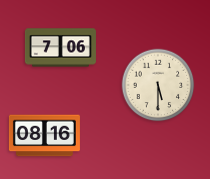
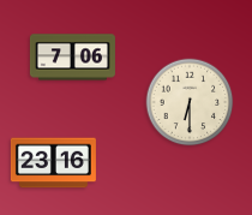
clock at (158, 85): 5:30 -> 6:30
clock at (44, 136): 08:16 -> 23:16
